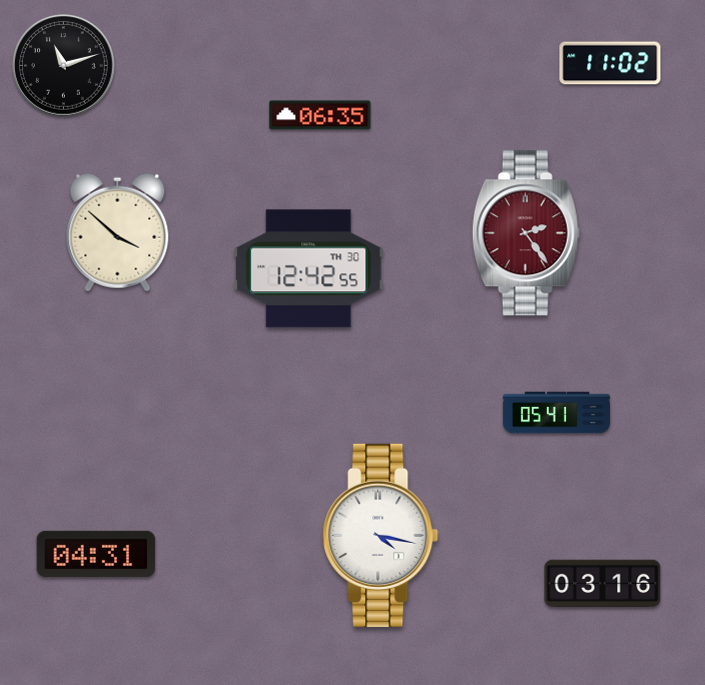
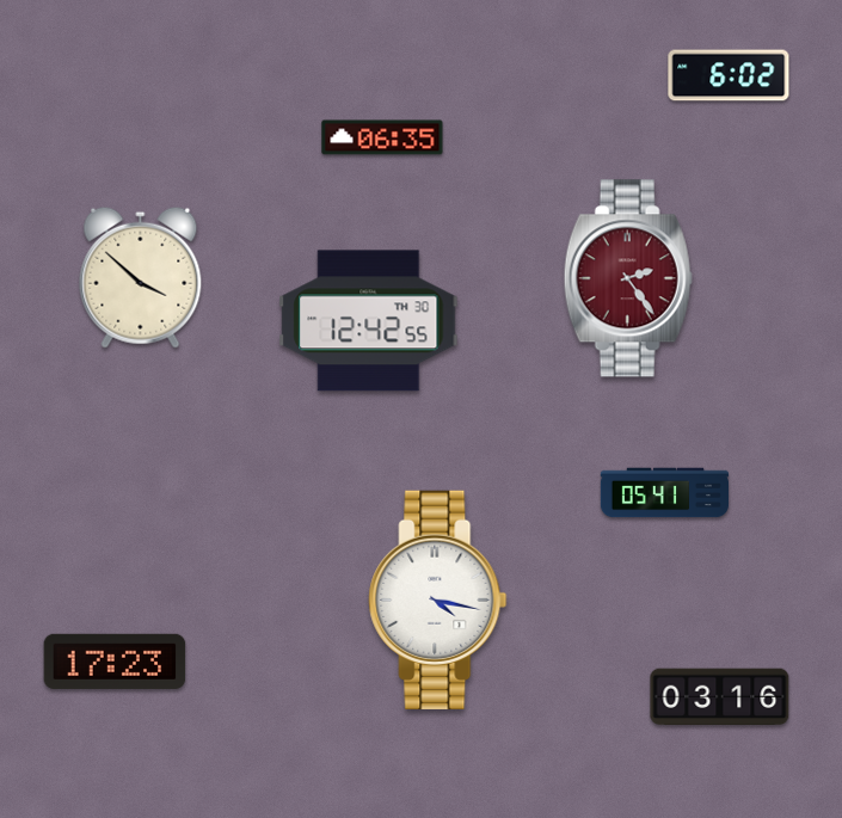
clock at (610, 63): 11:02 -> 6:02
clock at (64, 66): 11:12 -> none
clock at (381, 535) position: (381, 535) -> (438, 599)
clock at (96, 554): 04:31 -> 17:23
